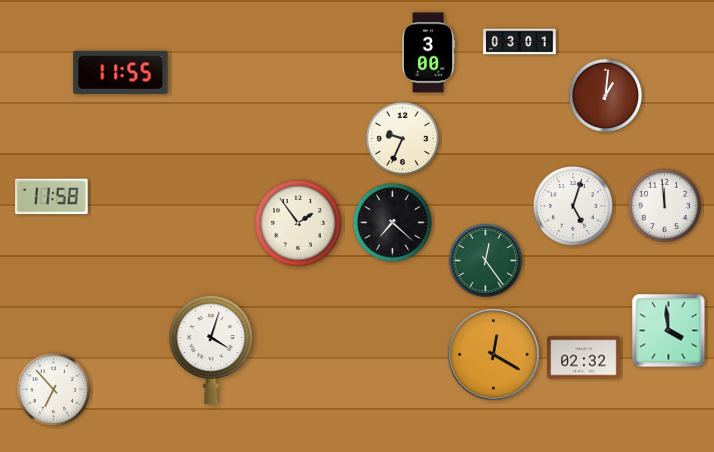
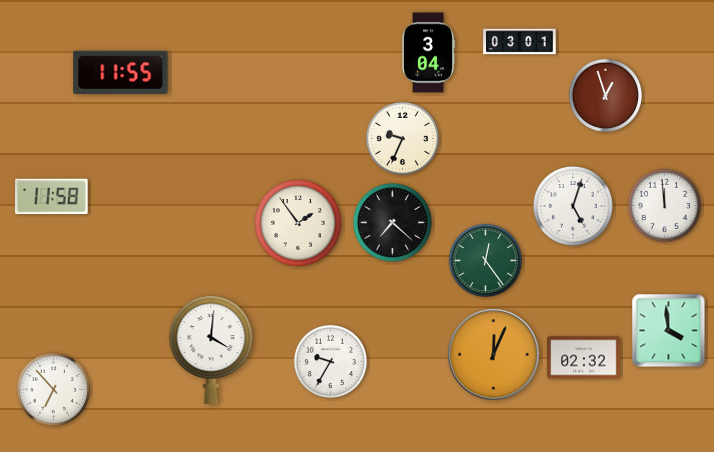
clock at (428, 53): 3:00 -> 3:04
clock at (605, 95): 1:01 -> 12:57
clock at (211, 350): 4:03 -> 4:01
clock at (494, 355): 12:20 -> 12:04
clock at (330, 361): none -> 9:35
